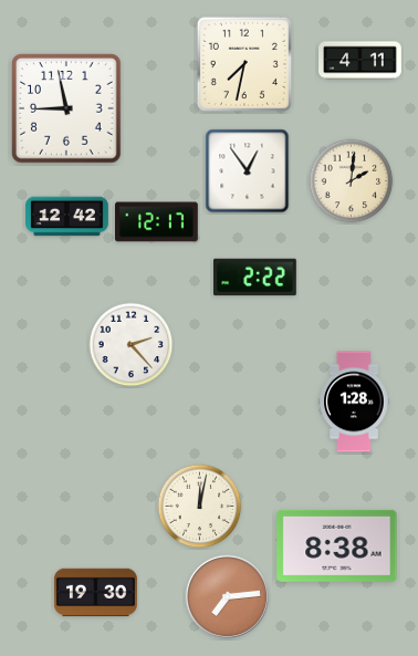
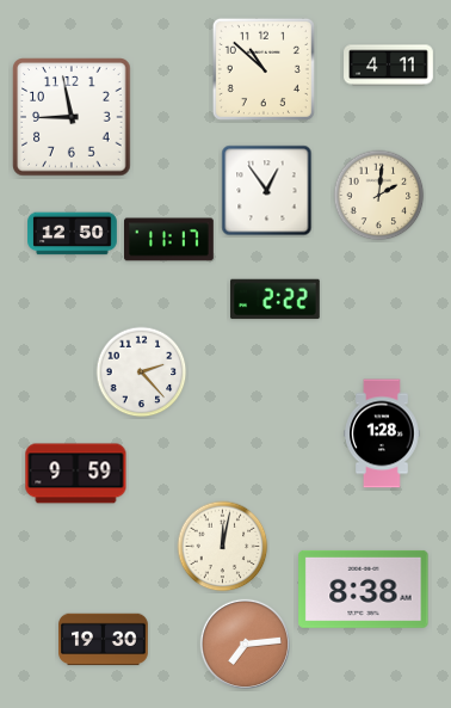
clock at (244, 64): 7:32 -> 10:52
clock at (248, 171) position: (248, 171) -> (267, 191)
clock at (67, 217): 12:42 -> 12:50
clock at (157, 222): 12:17 -> 11:17
clock at (76, 474): none -> 9:59
clock at (200, 507) position: (200, 507) -> (223, 547)
